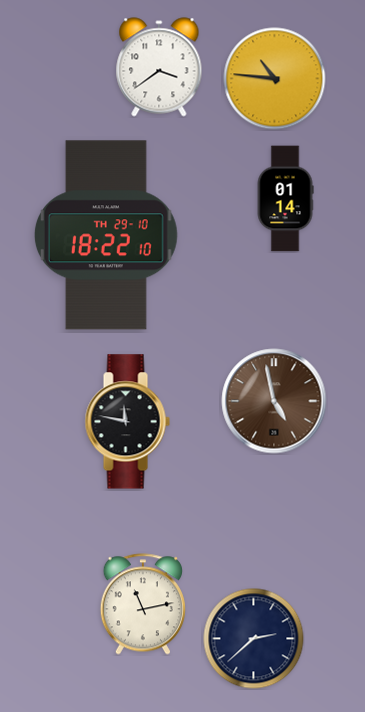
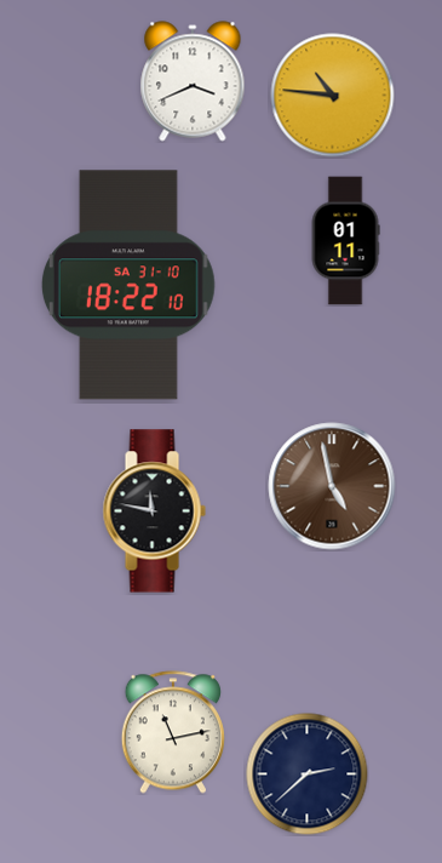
clock at (159, 67): 3:39 -> 3:41
clock at (285, 199): 01:14 -> 01:11
clock at (106, 235) date: TH 29-10 -> SA 31-10
